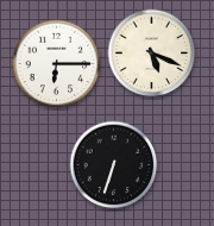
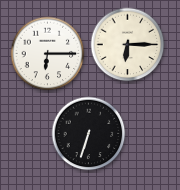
clock at (152, 54): 5:19 -> 6:15
clock at (114, 165) position: (114, 165) -> (89, 134)
